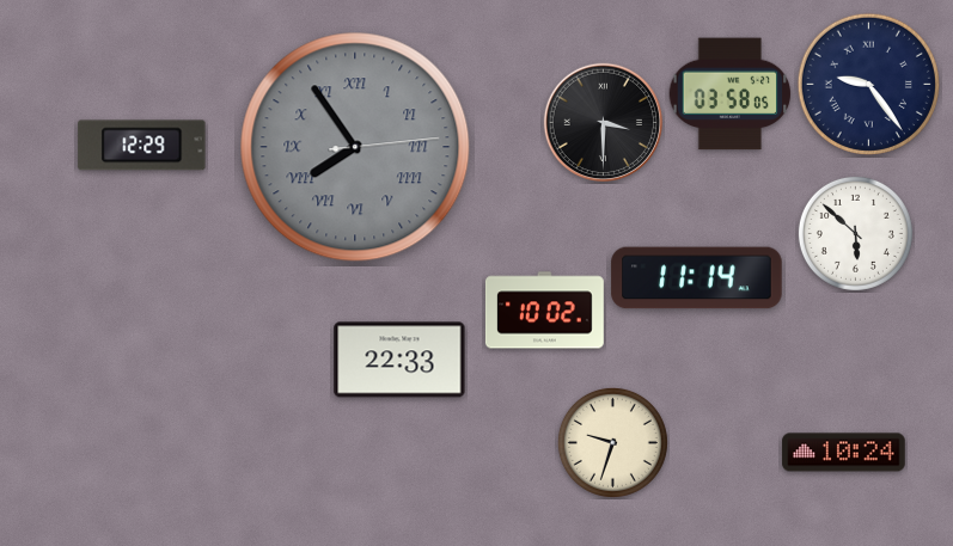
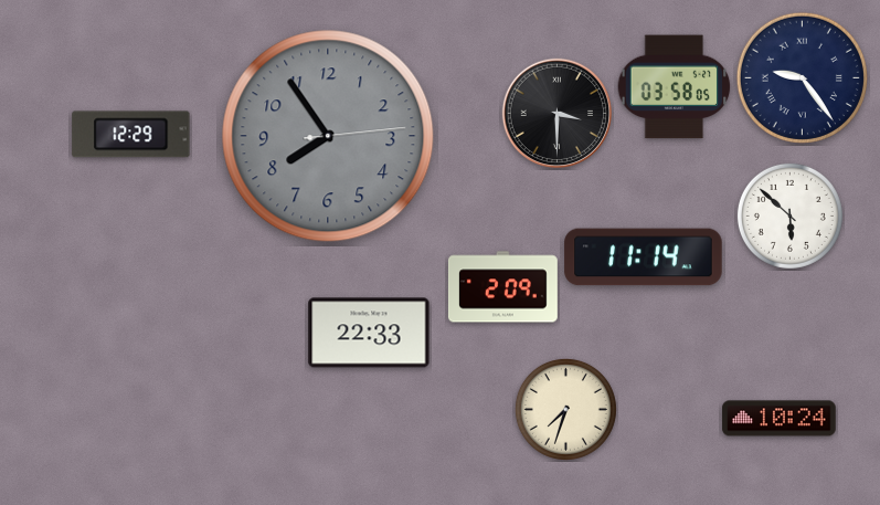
clock at (355, 147) numerals: Roman -> Arabic
clock at (544, 311): 10:02 -> 2:09
clock at (612, 442): 9:33 -> 7:33
